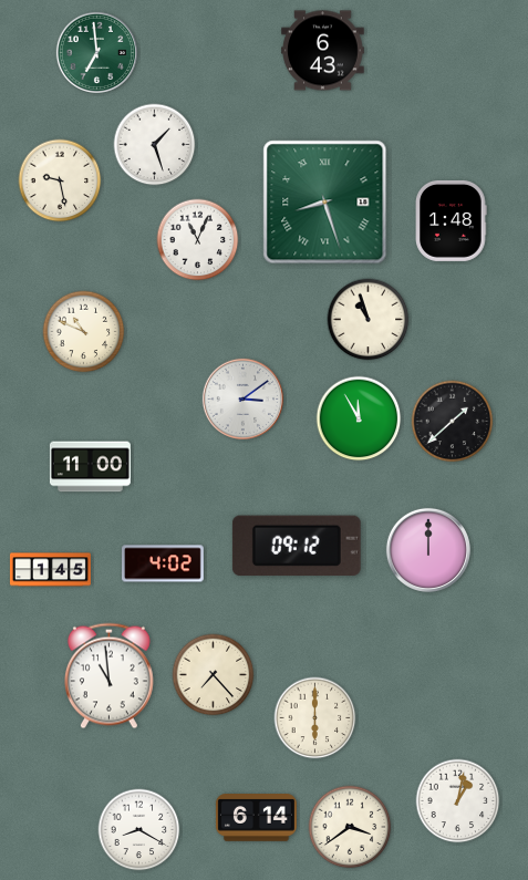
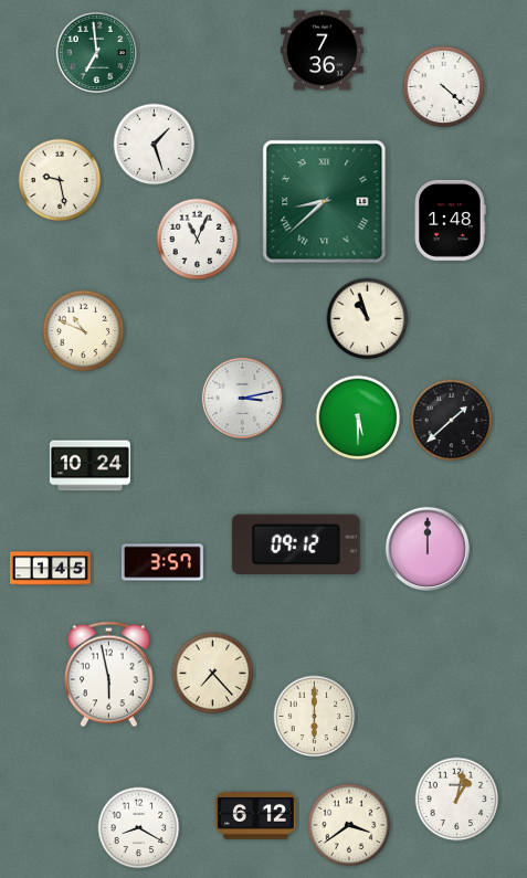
clock at (323, 51): 6:43 -> 7:36
clock at (444, 87): none -> 4:22
clock at (325, 203): 8:27 -> 8:38
clock at (242, 398): 3:09 -> 3:13
clock at (359, 418): 11:55 -> 5:30
clock at (90, 467): 11:00 -> 10:24
clock at (164, 563): 4:02 -> 3:57
clock at (108, 676): 10:59 -> 5:58
clock at (256, 818): 6:14 -> 6:12
